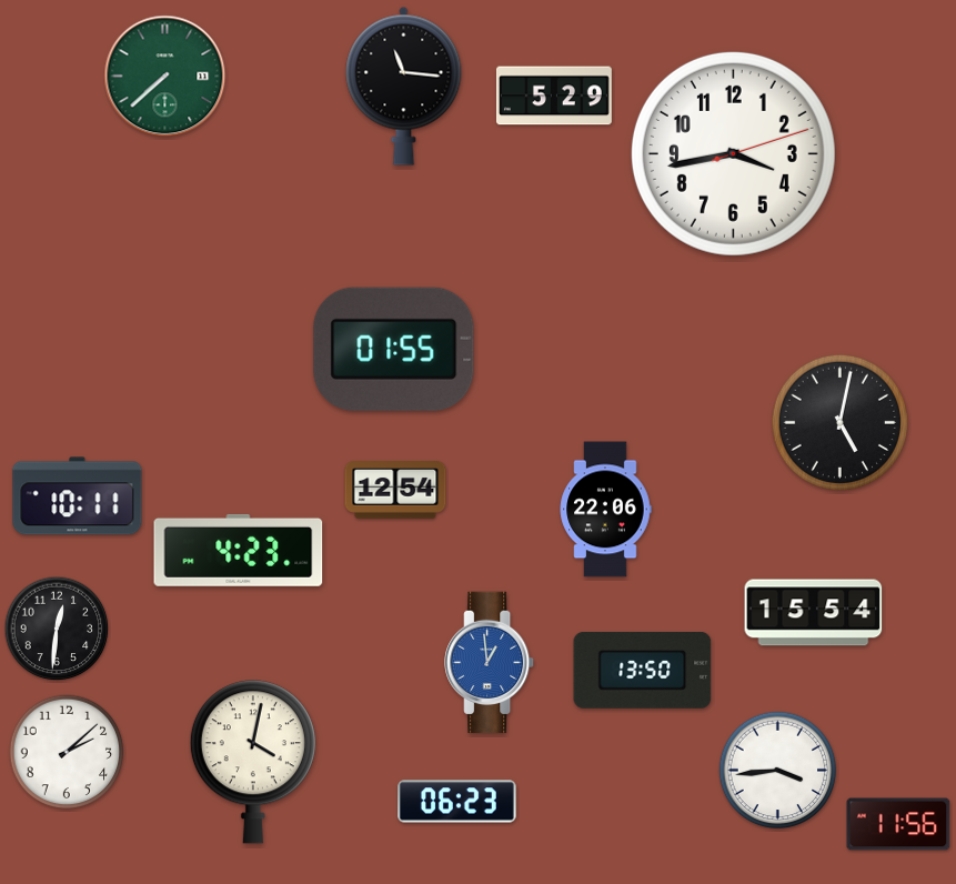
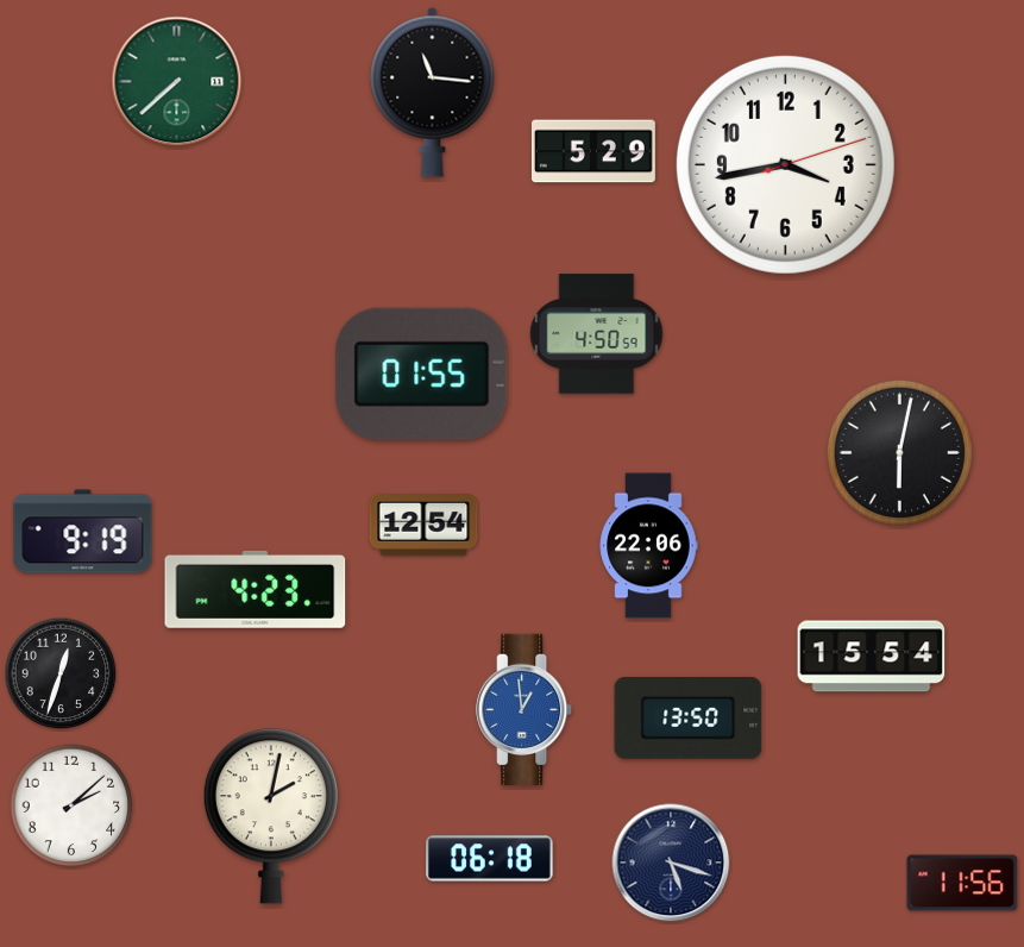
clock at (554, 96) position: (554, 96) -> (593, 151)
clock at (597, 334): none -> 4:50
clock at (839, 422): 5:02 -> 6:02
clock at (78, 496): 10:11 -> 9:19
clock at (57, 629): 12:31 -> 12:33
clock at (253, 762): 4:02 -> 2:02
clock at (778, 771): 3:44 -> none
clock at (457, 802): 06:23 -> 06:18
clock at (671, 863): none -> 5:18
